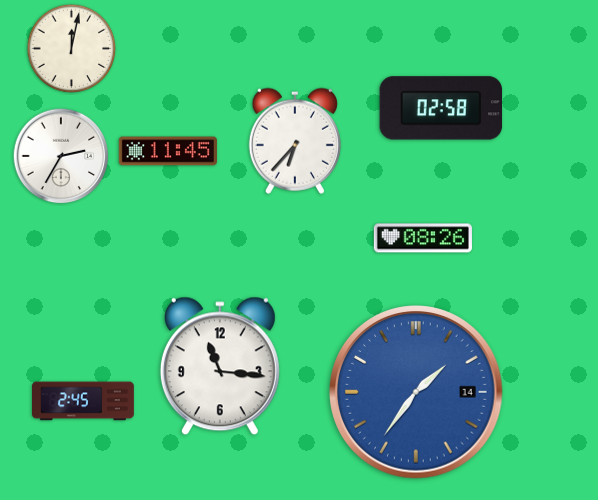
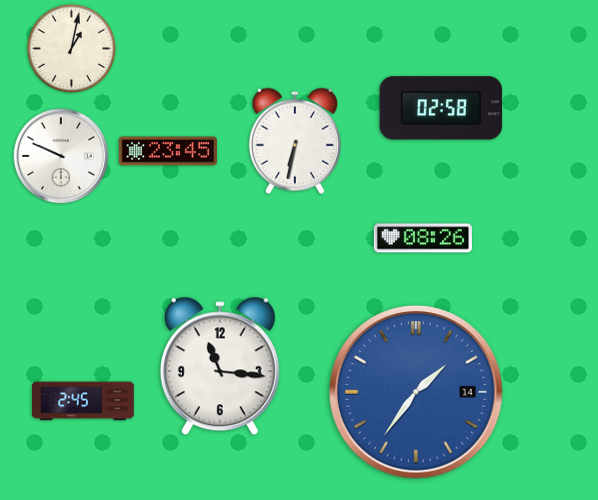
clock at (72, 49): 12:02 -> 1:02
clock at (295, 141): 6:37 -> 6:32
clock at (168, 151): 11:45 -> 23:45
clock at (61, 156): 2:35 -> 9:49
